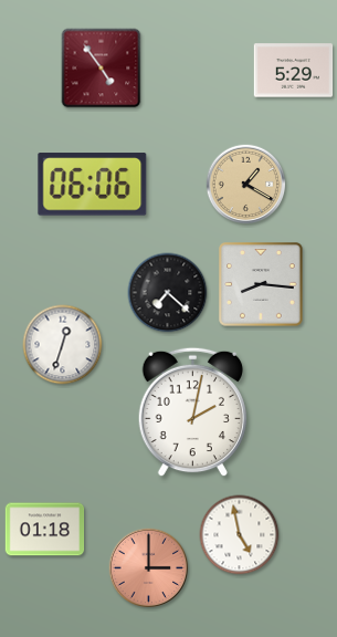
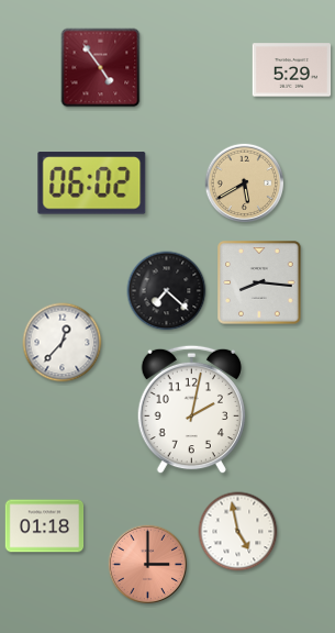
clock at (93, 185): 06:06 -> 06:02
clock at (246, 185): 1:20 -> 5:40
clock at (63, 345): 12:33 -> 12:37
